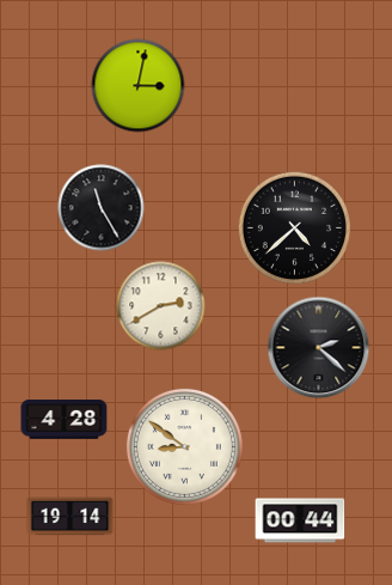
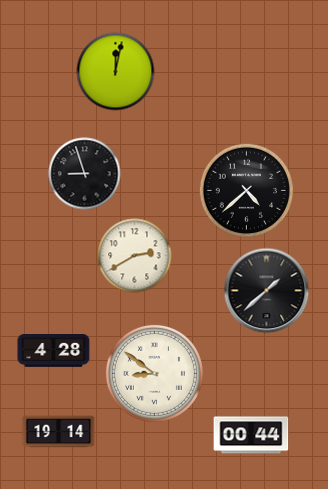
clock at (139, 86): 3:02 -> 12:02
clock at (102, 208): 11:25 -> 8:57
clock at (319, 348): 2:22 -> 1:38
